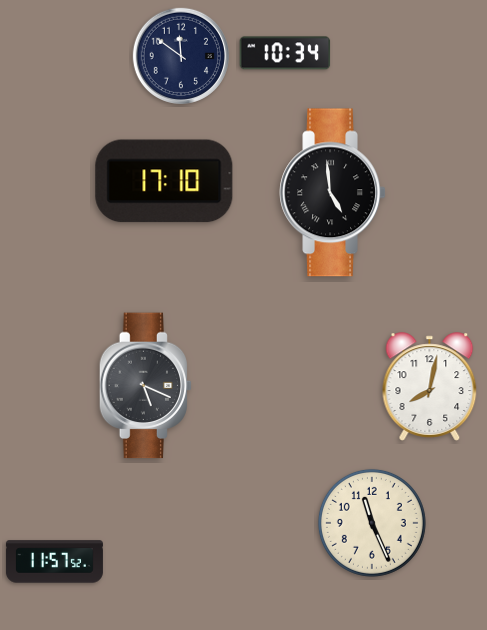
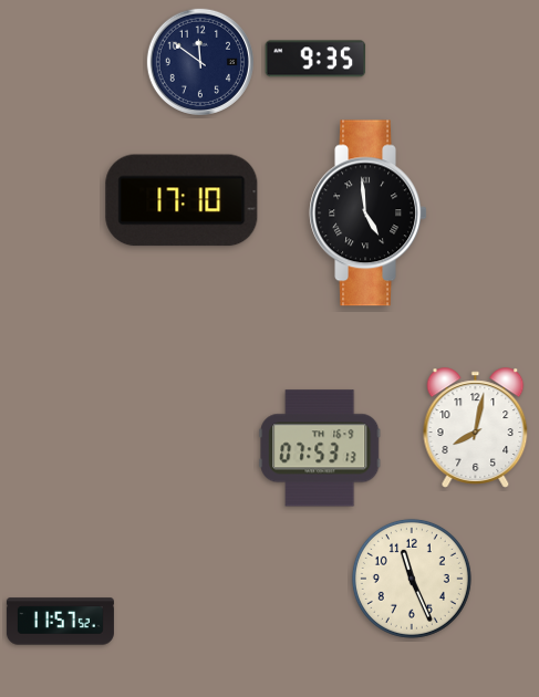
clock at (285, 53): 10:34 -> 9:35
clock at (146, 386): 5:19 -> none
clock at (320, 448): none -> 07:53
